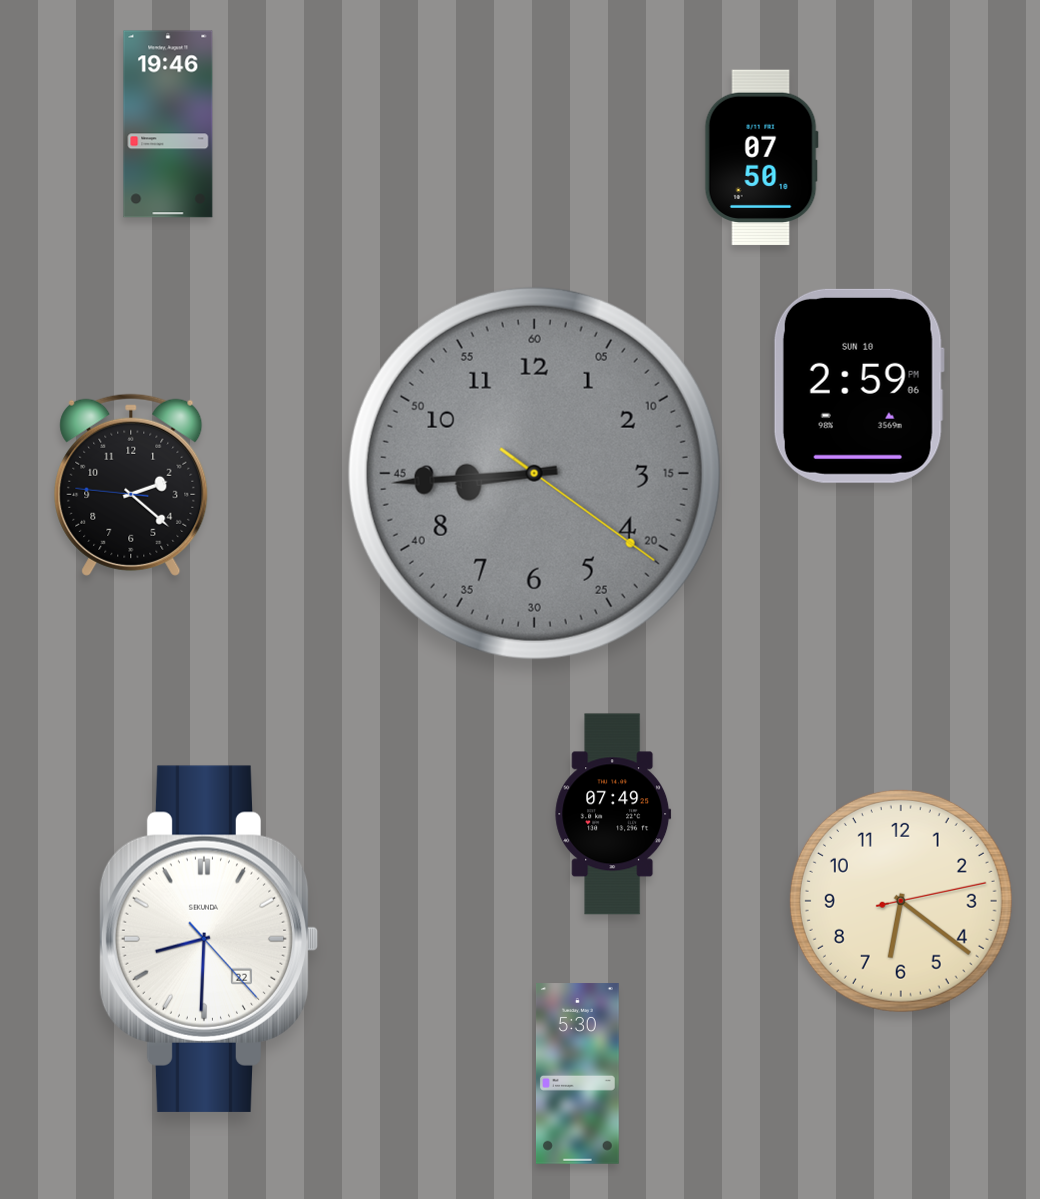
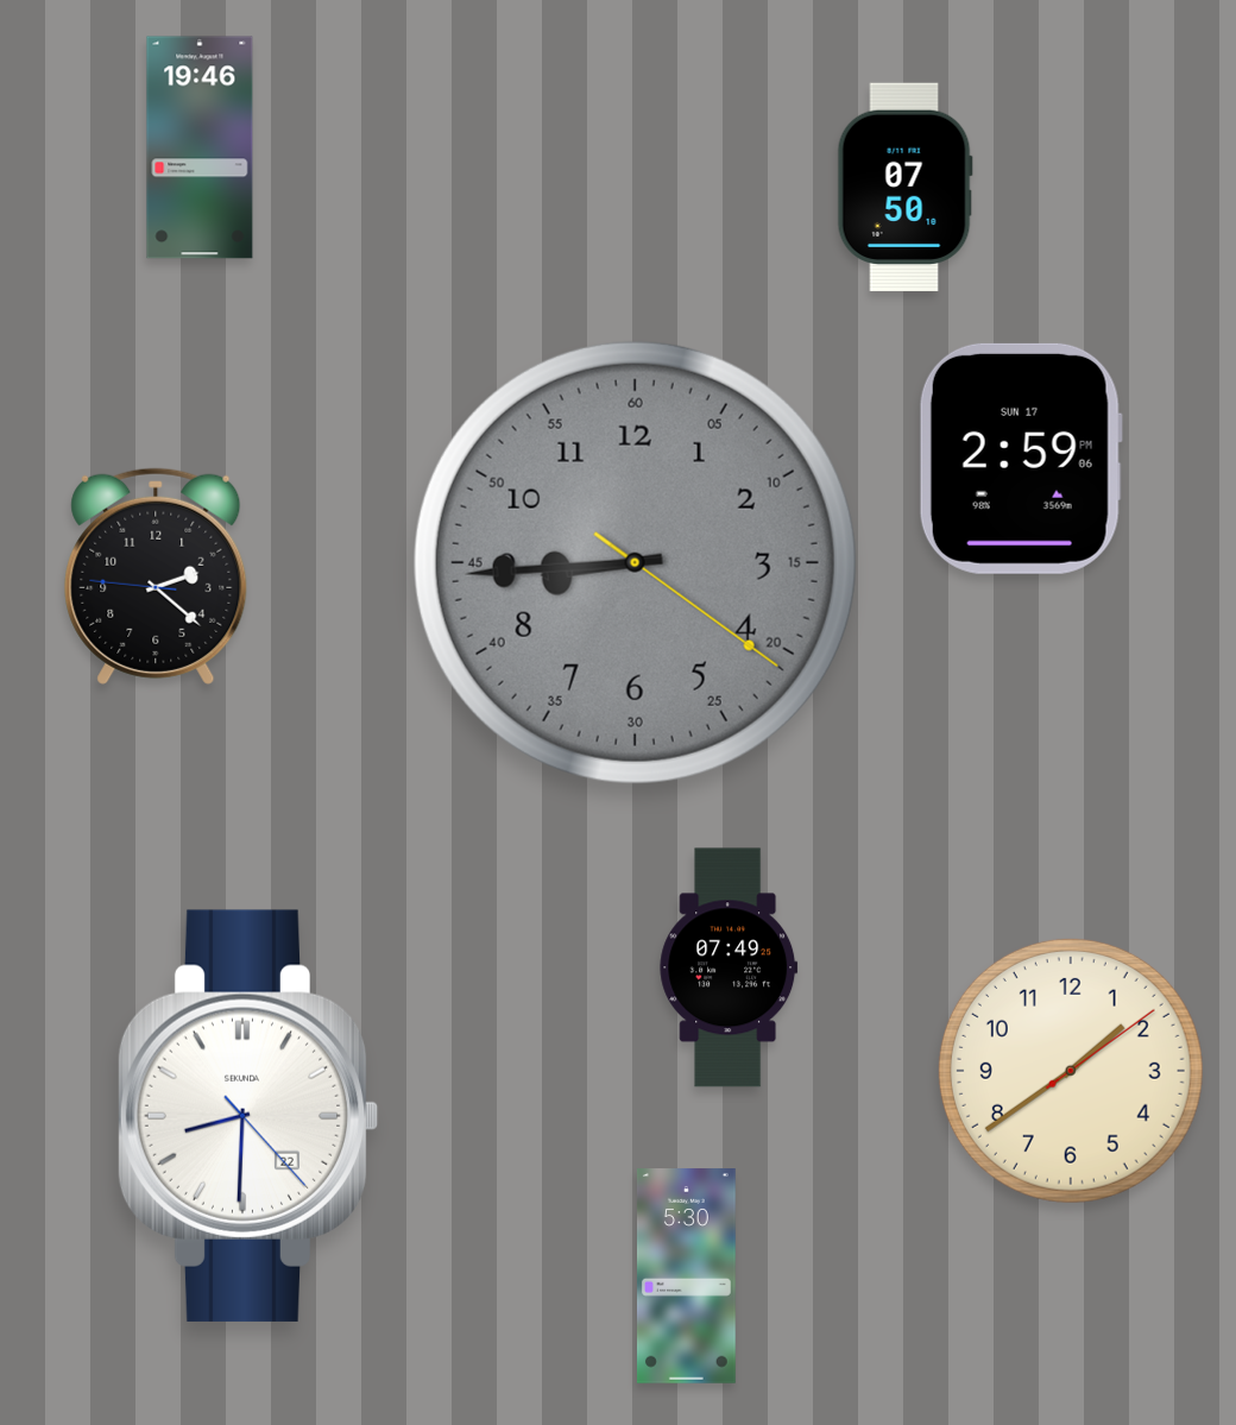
clock at (859, 386) date: SUN 10 -> SUN 17
clock at (901, 901): 6:21 -> 1:39
